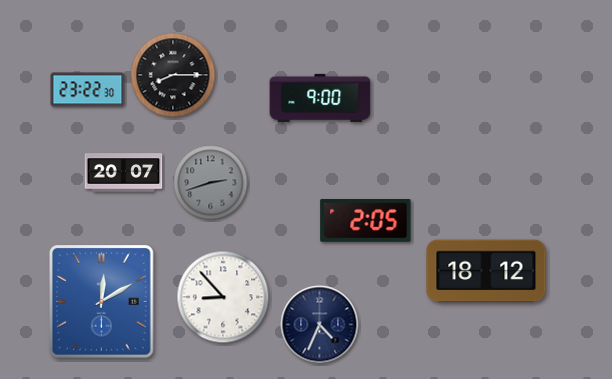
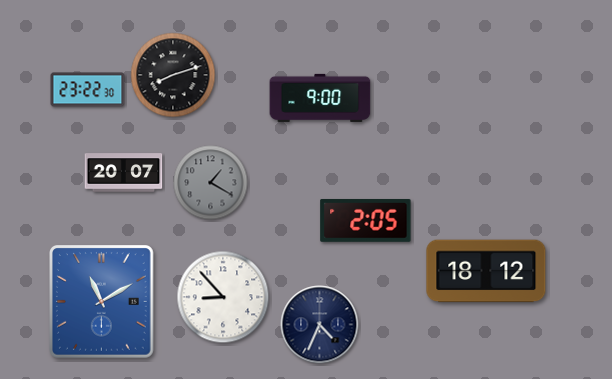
clock at (173, 75): 8:15 -> 8:12
clock at (211, 183): 2:42 -> 1:20
clock at (102, 302): 12:10 -> 11:10
